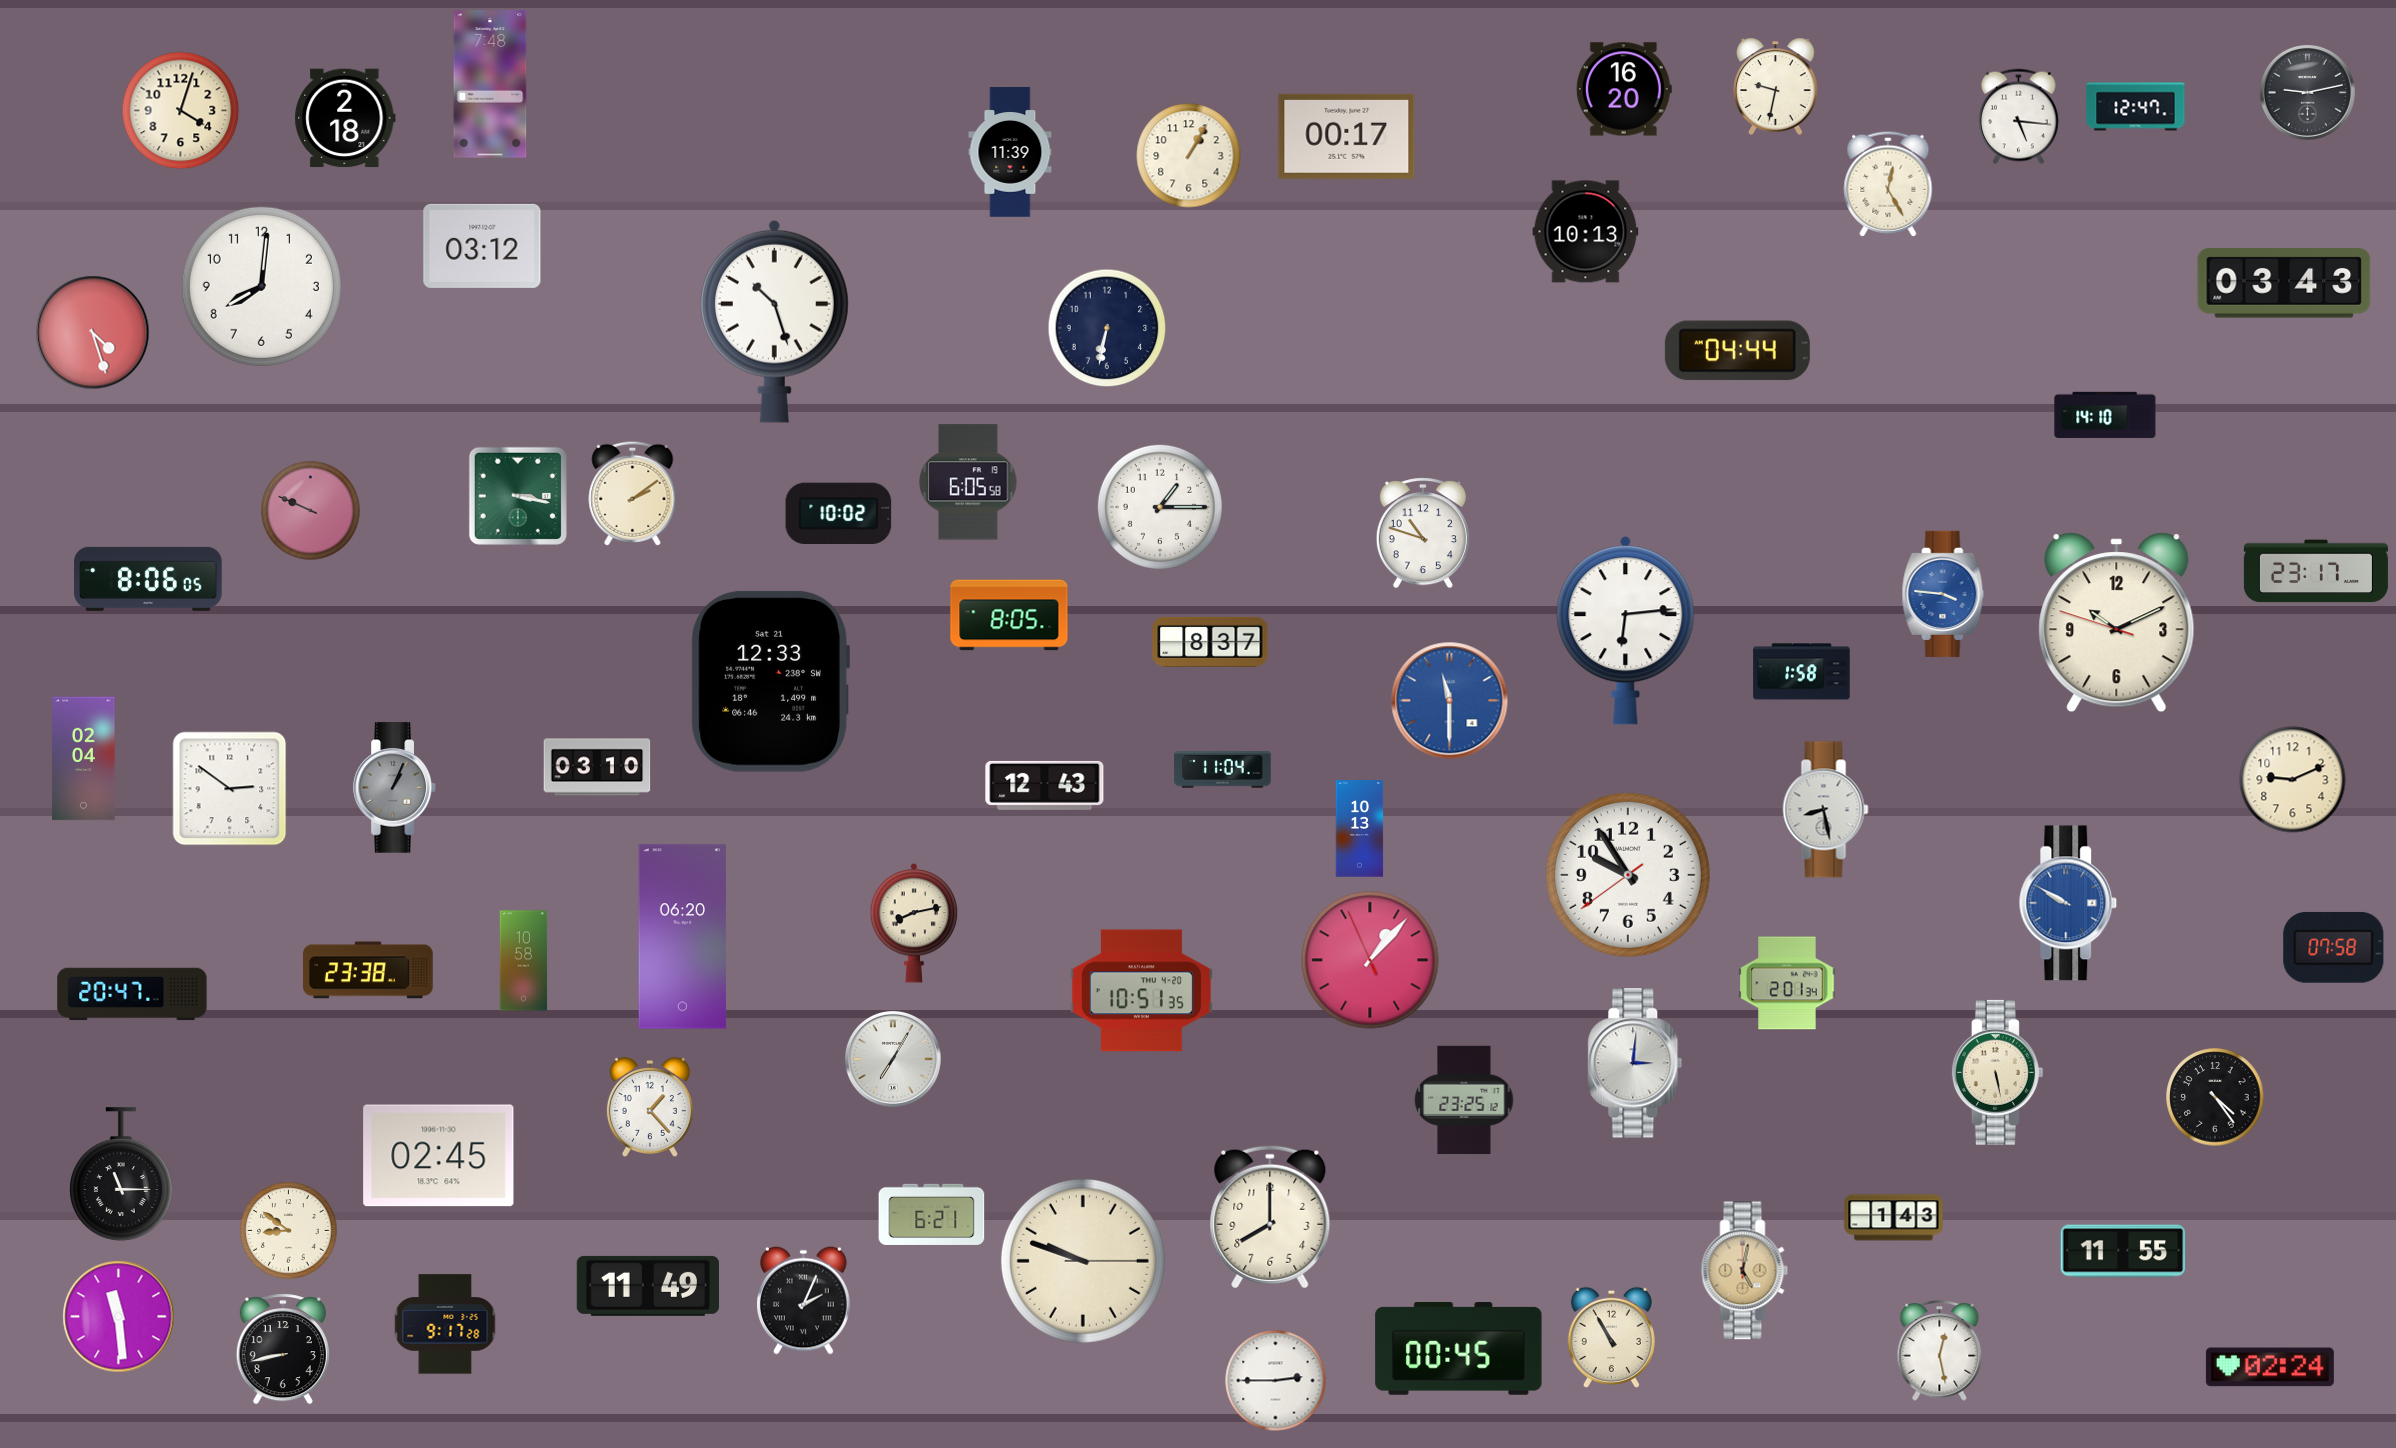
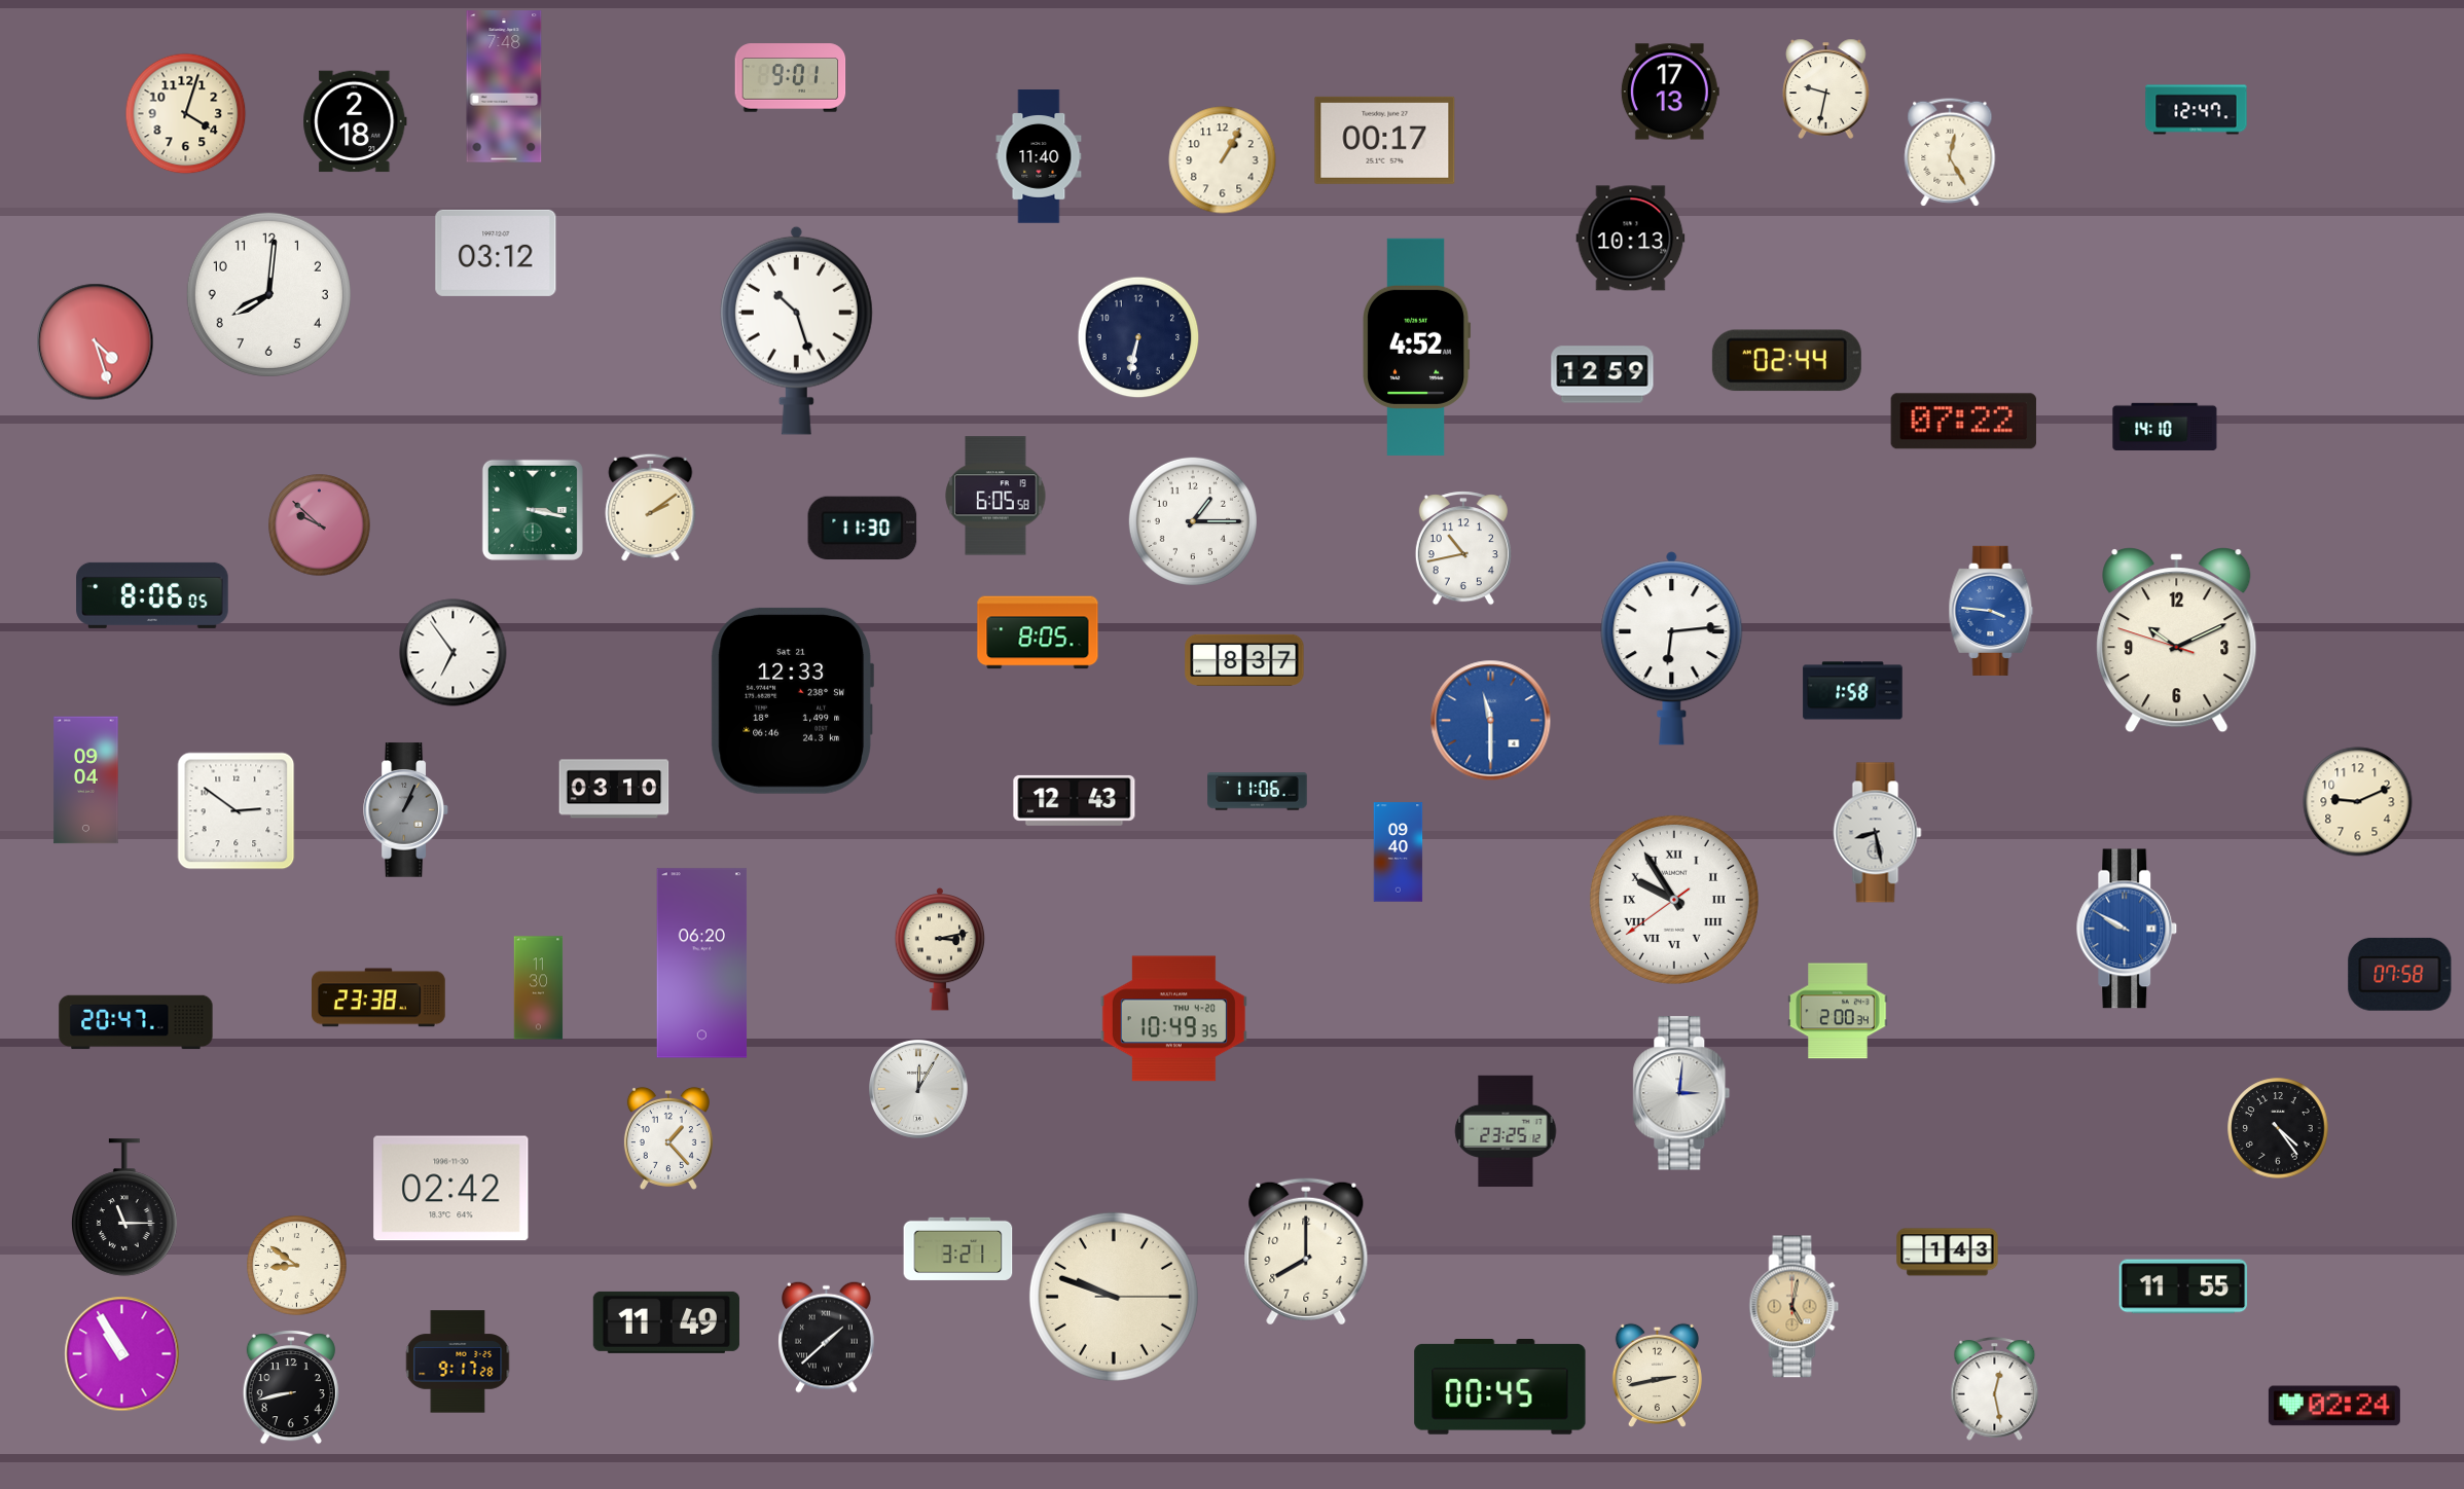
clock at (791, 78): none -> 9:01
clock at (1624, 89): 16:20 -> 17:13
clock at (2307, 92): 9:13 -> none
clock at (2018, 117): 5:16 -> none
clock at (1010, 152): 11:39 -> 11:40
clock at (1888, 184) position: (1888, 184) -> (1950, 152)
clock at (2284, 283): 03:43 -> none
clock at (1417, 347): none -> 4:52
clock at (1737, 351): 04:44 -> 02:44
clock at (1602, 374): none -> 12:59
clock at (1963, 422): none -> 07:22
clock at (311, 511): 9:49 -> 9:52
clock at (839, 514): 10:02 -> 11:30
clock at (1423, 533): 10:48 -> 10:43
clock at (2316, 571): 23:17 -> none
clock at (1943, 594) position: (1943, 594) -> (1991, 611)
clock at (454, 653): none -> 6:54
clock at (84, 759): 02:04 -> 09:04
clock at (1223, 770): 11:04 -> 11:06
clock at (1045, 785) position: (1045, 785) -> (1075, 800)
clock at (1360, 829): 10:13 -> 09:40
clock at (1628, 875) numerals: Arabic -> Roman
clock at (914, 923): 8:13 -> 3:13
clock at (1370, 960): 1:06 -> none
clock at (524, 961): 10:58 -> 11:30
clock at (1787, 983): 2:01 -> 2:00
clock at (1141, 991): 10:51 -> 10:49
clock at (893, 1059): 7:05 -> 12:05
clock at (1997, 1072): 5:28 -> none
clock at (439, 1156): 02:45 -> 02:42
clock at (932, 1214): 6:21 -> 3:21
clock at (804, 1300): 2:04 -> 1:38
clock at (119, 1317): 11:29 -> 10:55
clock at (1611, 1337): 10:55 -> 2:43
clock at (1276, 1381): 2:45 -> none
